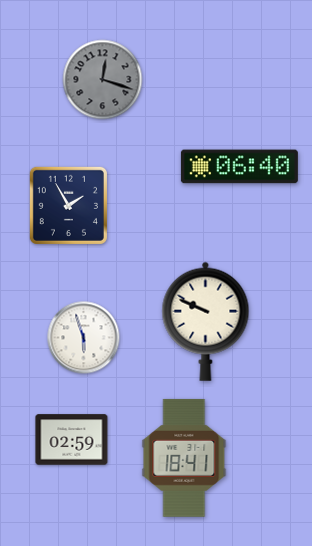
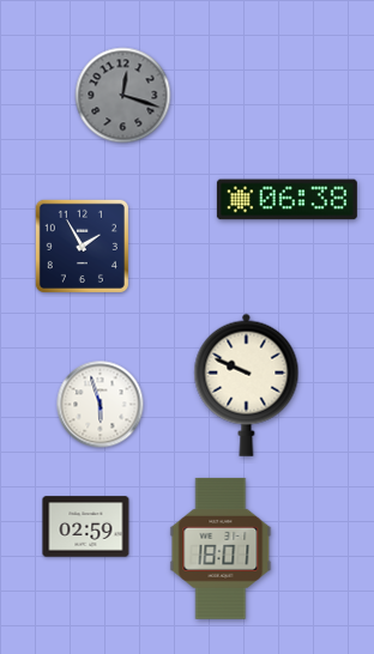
clock at (239, 167): 06:40 -> 06:38
clock at (184, 458): 18:41 -> 18:01
